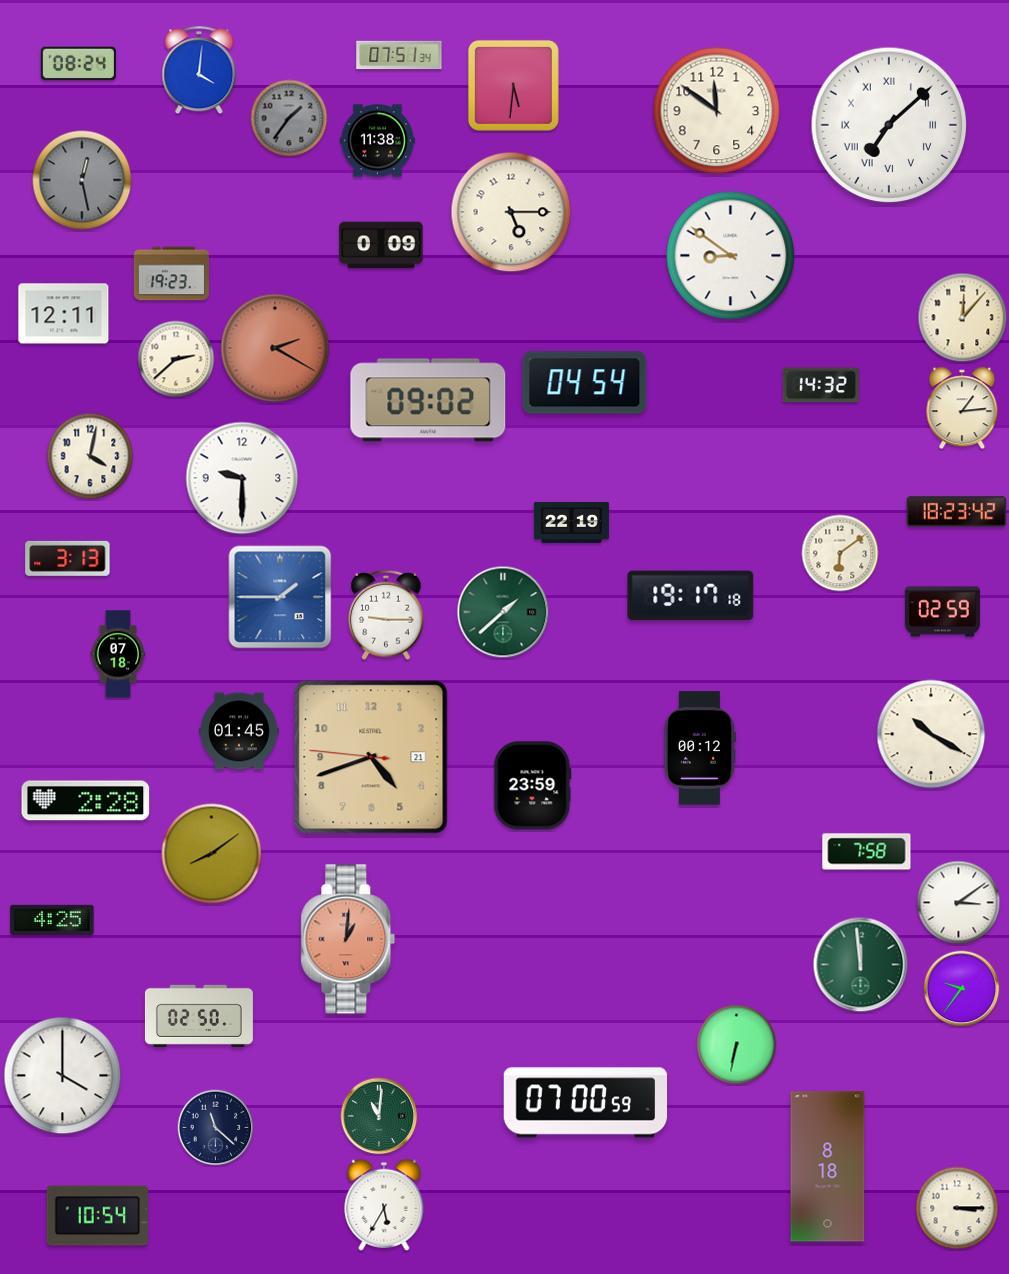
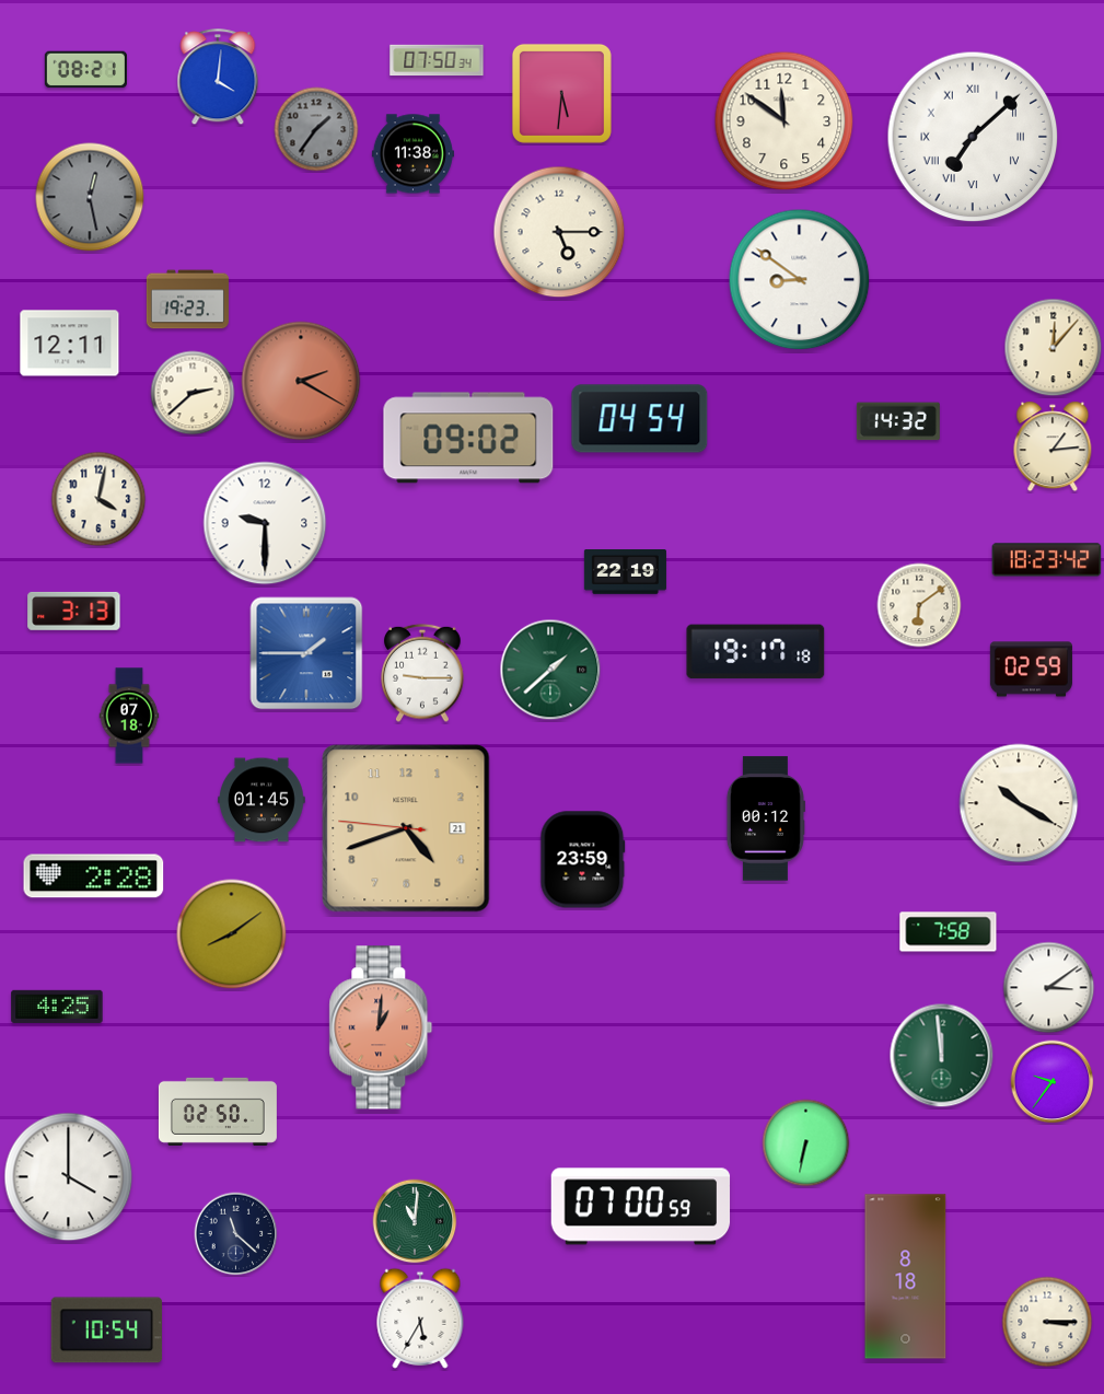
clock at (399, 55): 07:51 -> 07:50
clock at (78, 64): 08:24 -> 08:21
clock at (381, 245): 0:09 -> none
